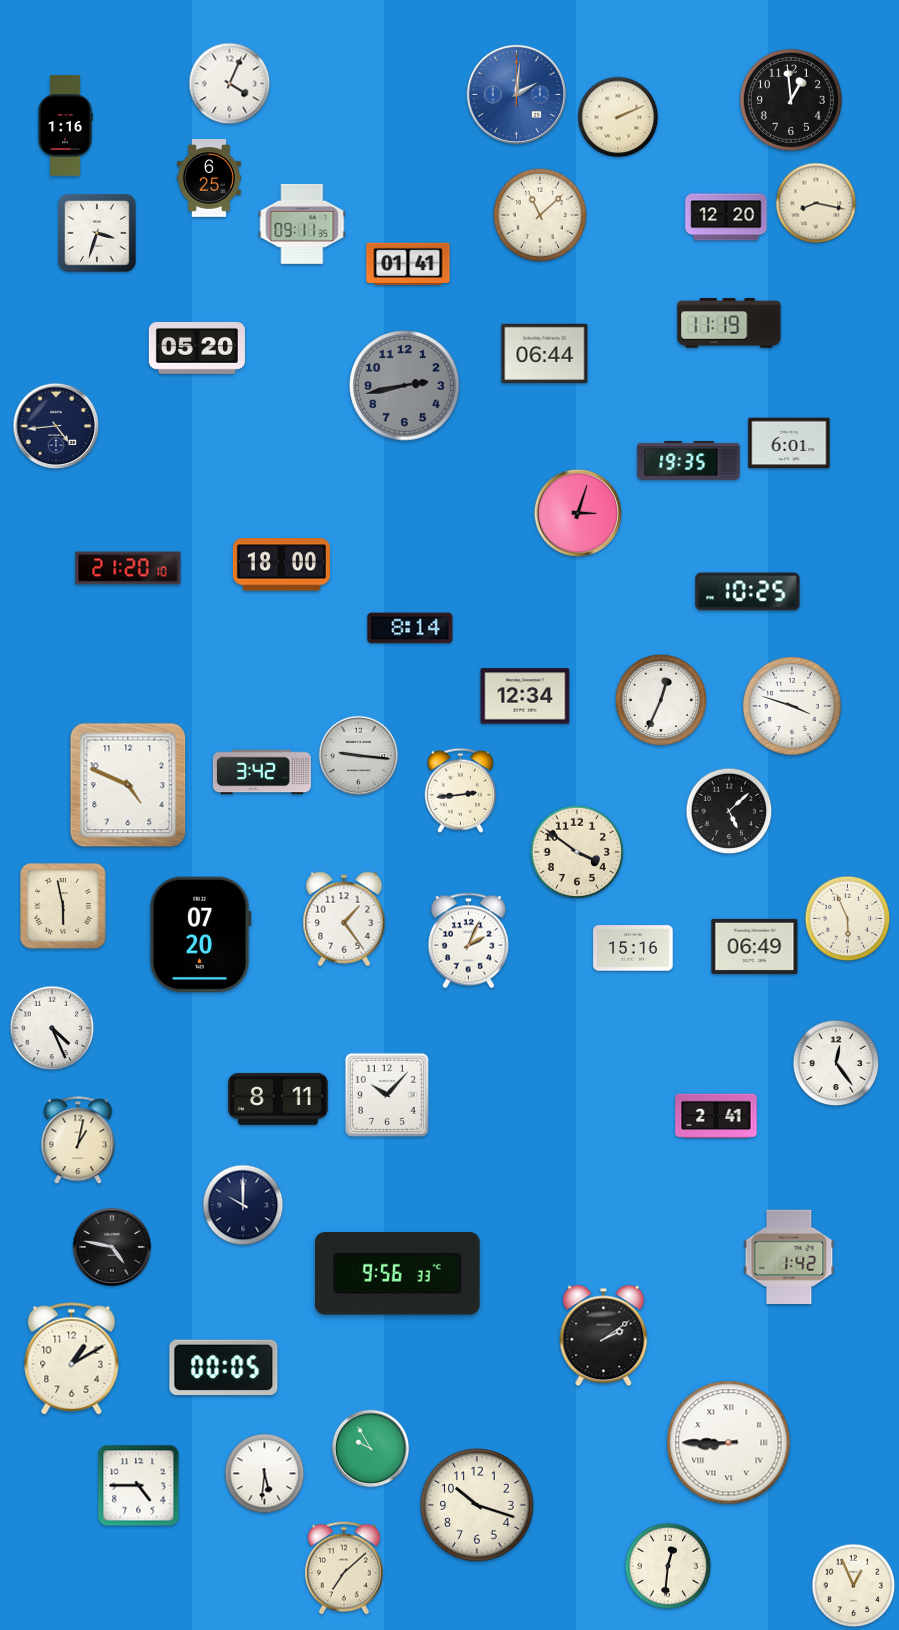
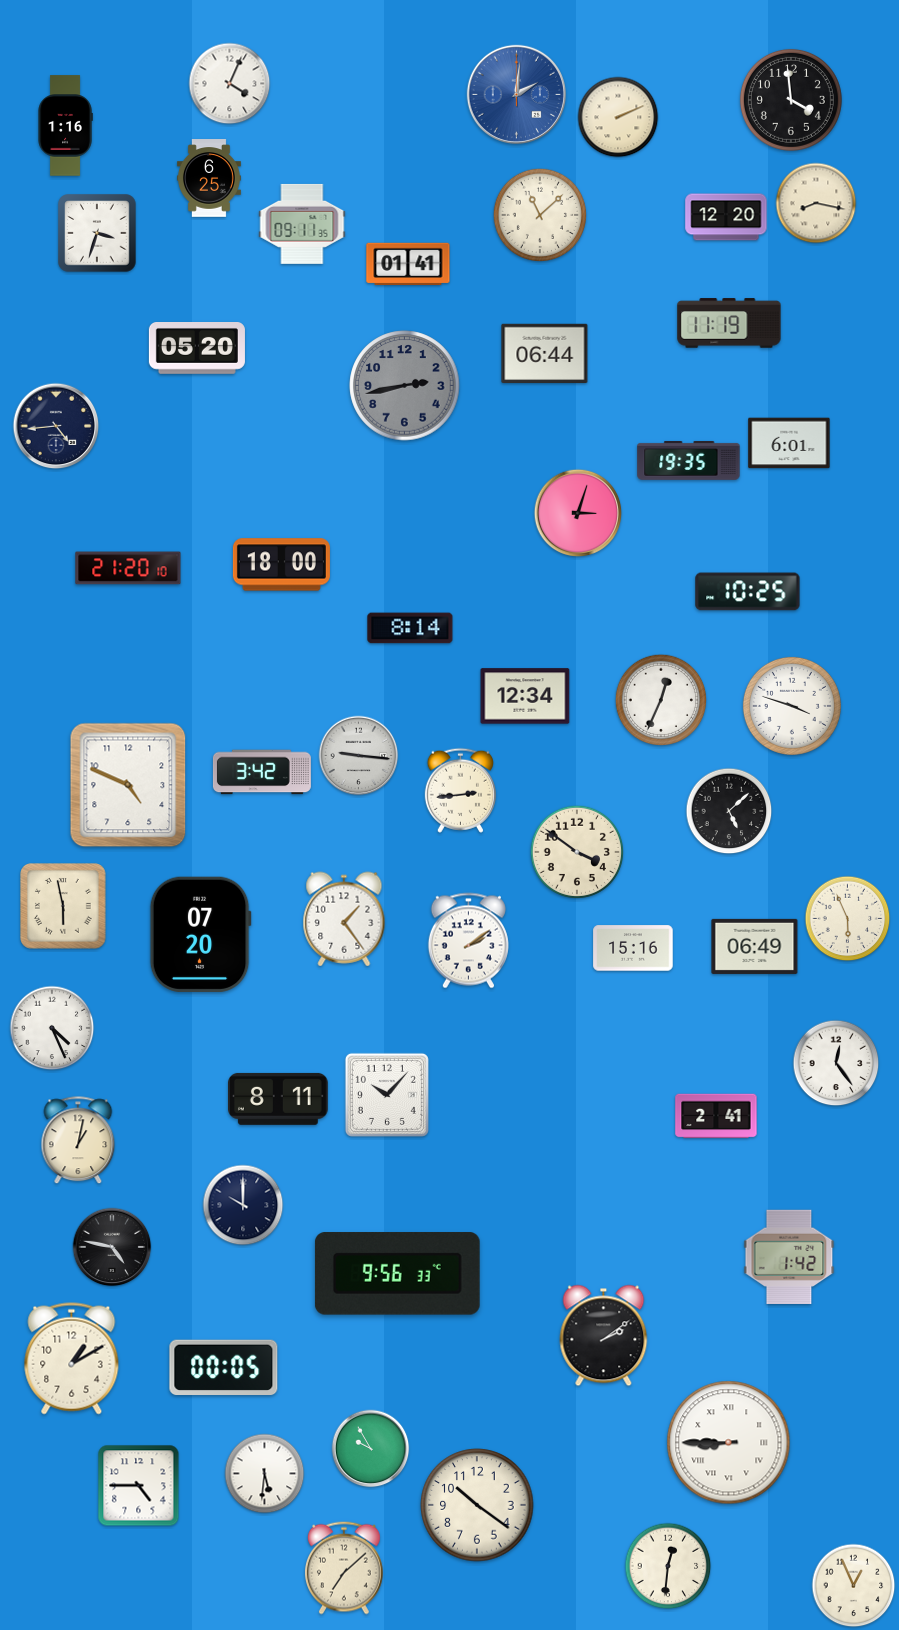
clock at (791, 100): 12:59 -> 3:59
clock at (468, 941): 2:04 -> 2:09
clock at (477, 1505): 10:18 -> 10:21
